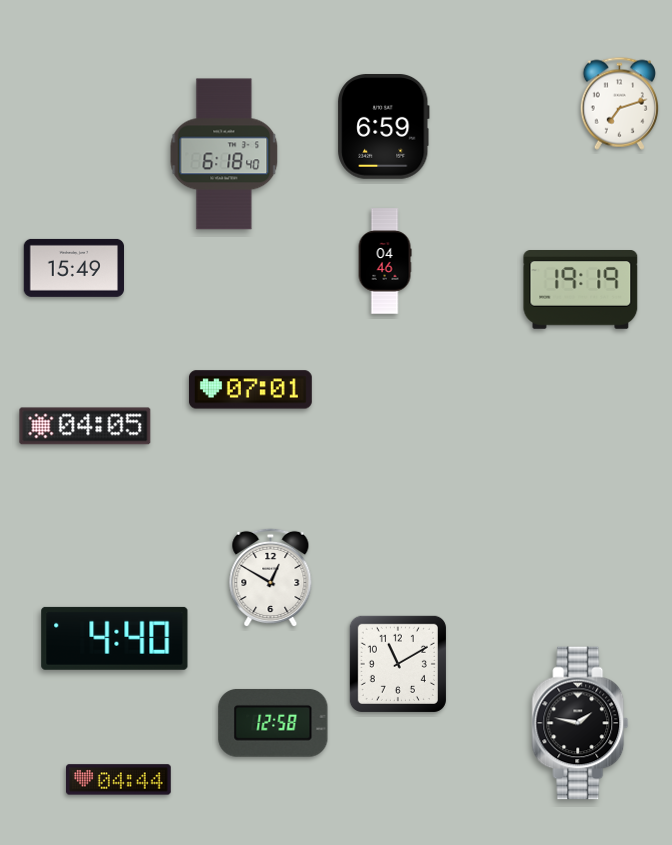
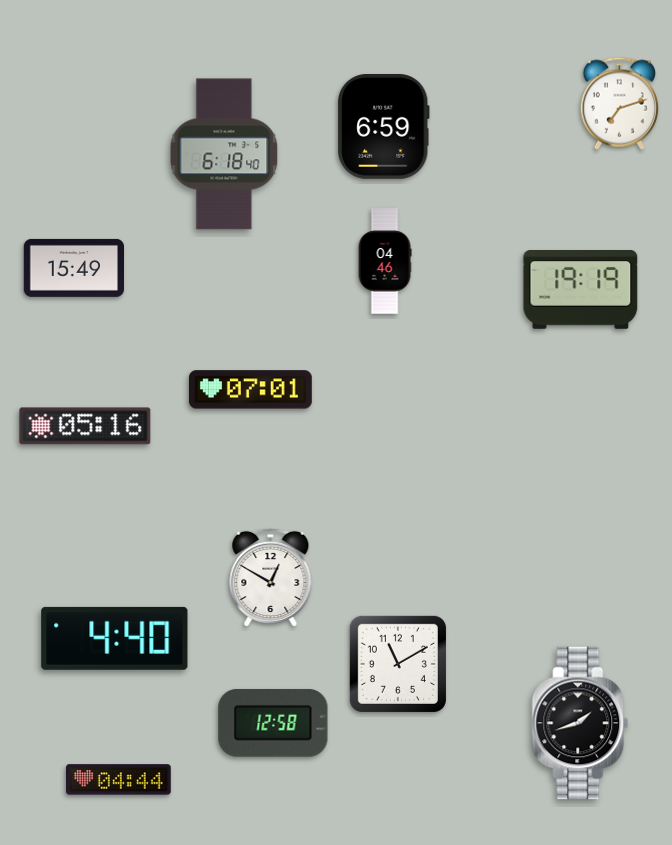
clock at (85, 426): 04:05 -> 05:16
clock at (580, 723): 1:47 -> 1:42
